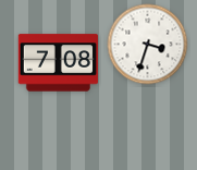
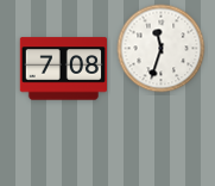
clock at (148, 45): 3:33 -> 11:33
